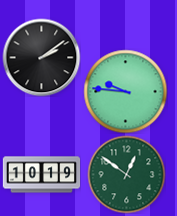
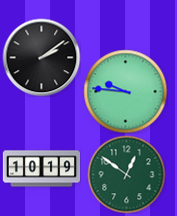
clock at (41, 175) position: (41, 175) -> (41, 169)
